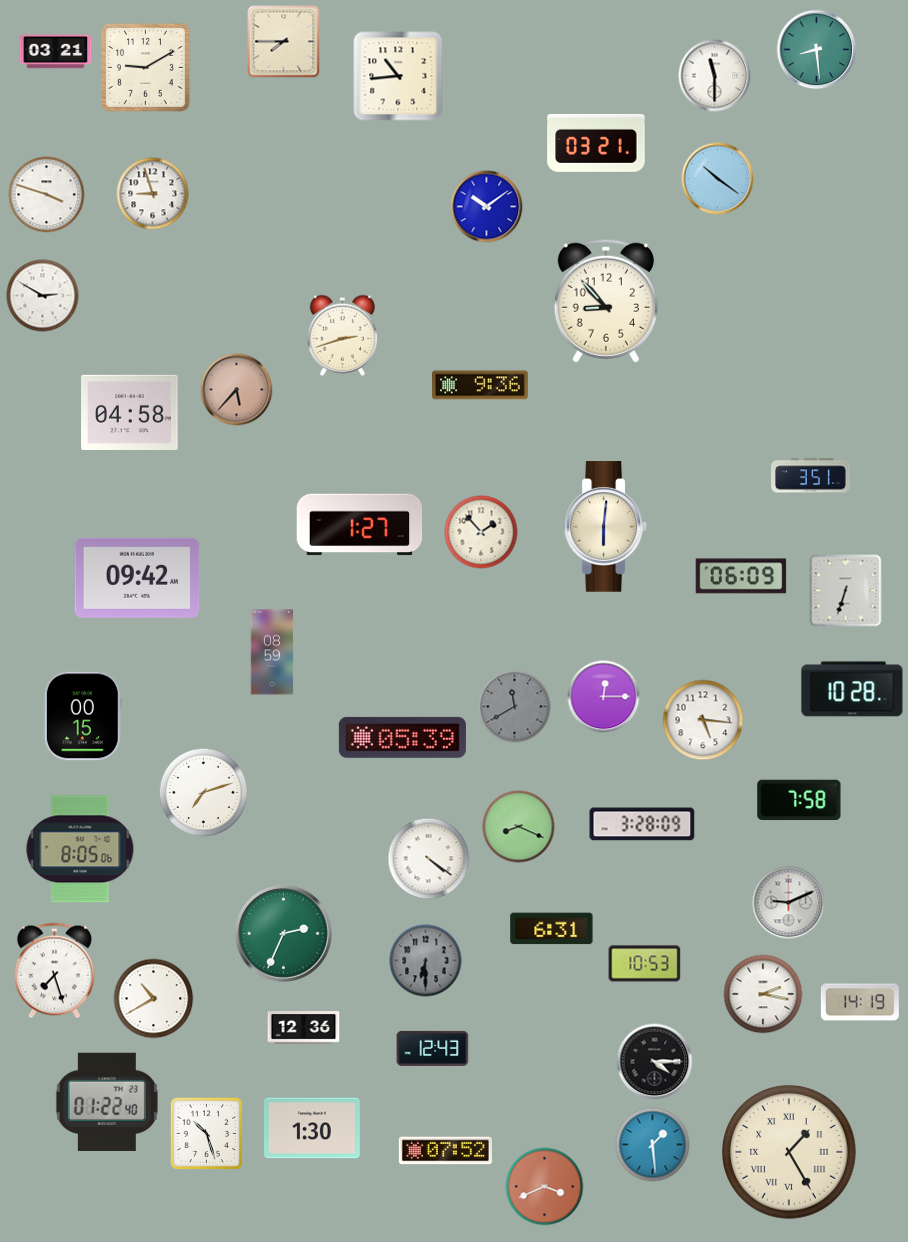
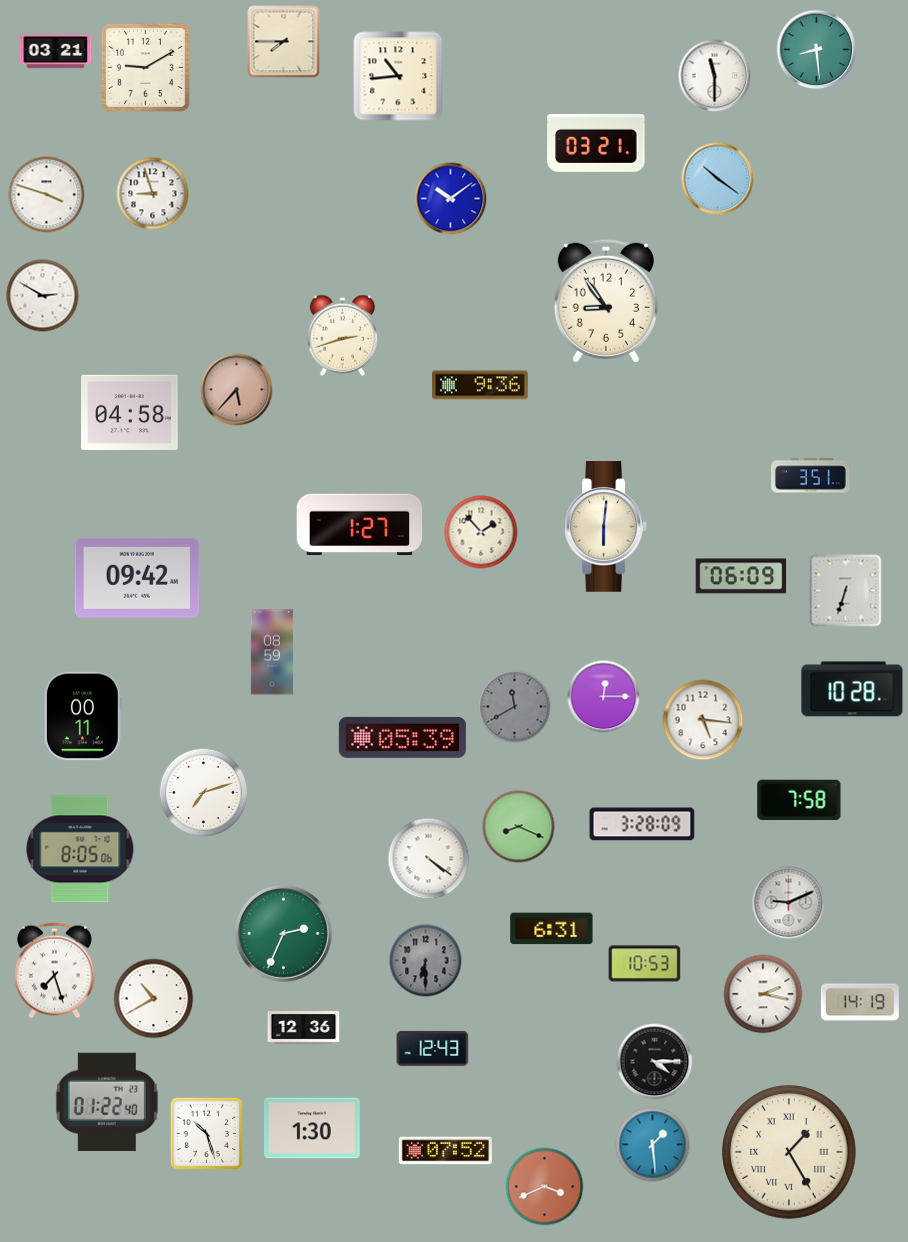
clock at (487, 207) position: (487, 207) -> (451, 199)
clock at (606, 301): 8:53 -> 8:54
clock at (83, 716): 00:15 -> 00:11
